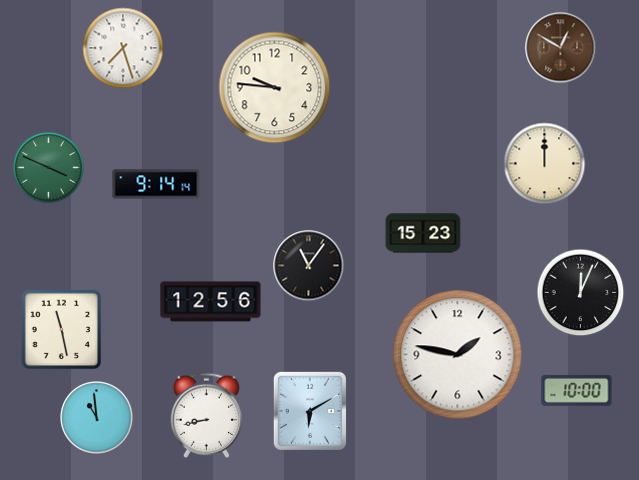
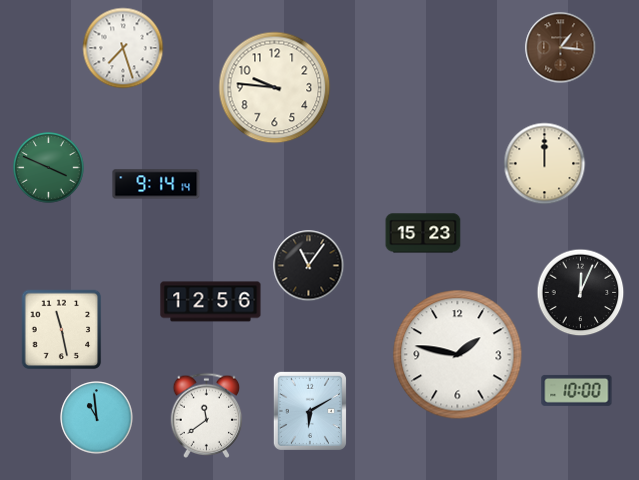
clock at (561, 48): 12:50 -> 1:16
clock at (207, 415): 8:43 -> 11:39
